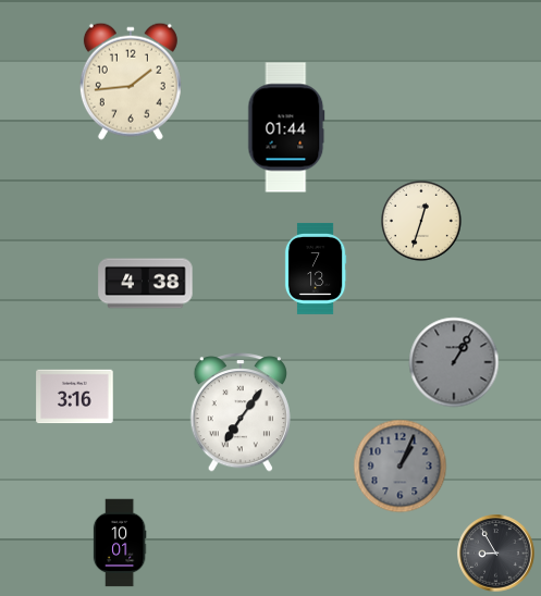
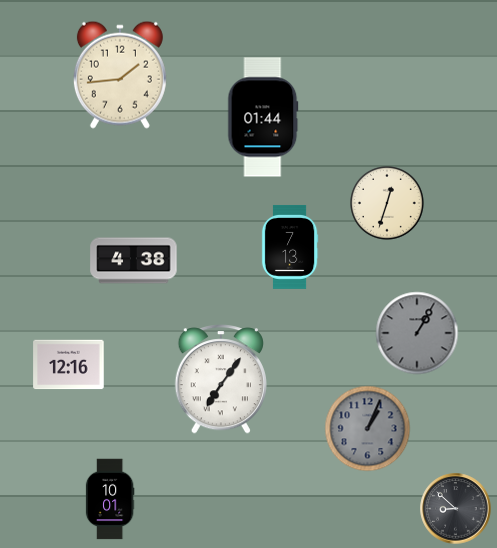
clock at (75, 397): 3:16 -> 12:16
clock at (496, 554): 8:55 -> 8:52
